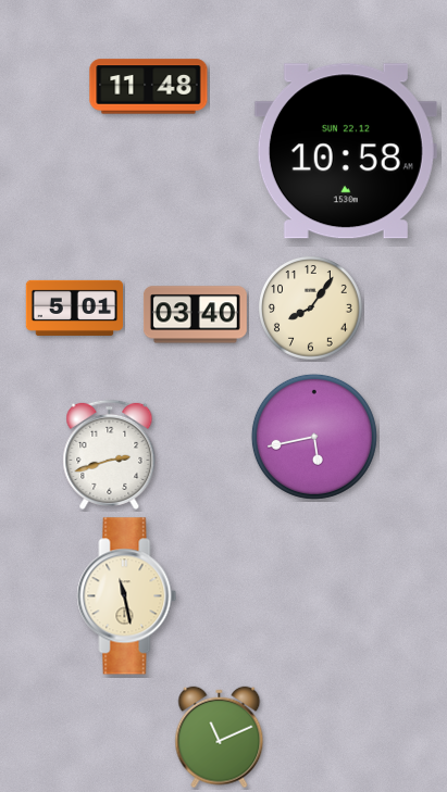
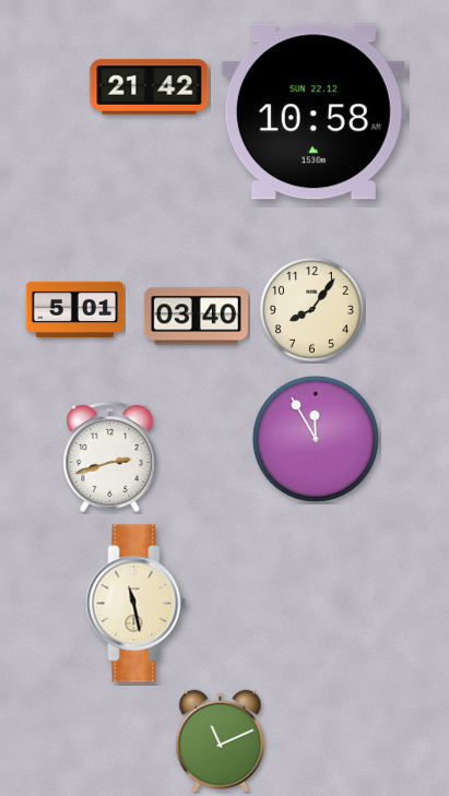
clock at (149, 87): 11:48 -> 21:42
clock at (346, 151) position: (346, 151) -> (314, 111)
clock at (314, 437): 5:43 -> 11:55
clock at (127, 596) position: (127, 596) -> (137, 604)
